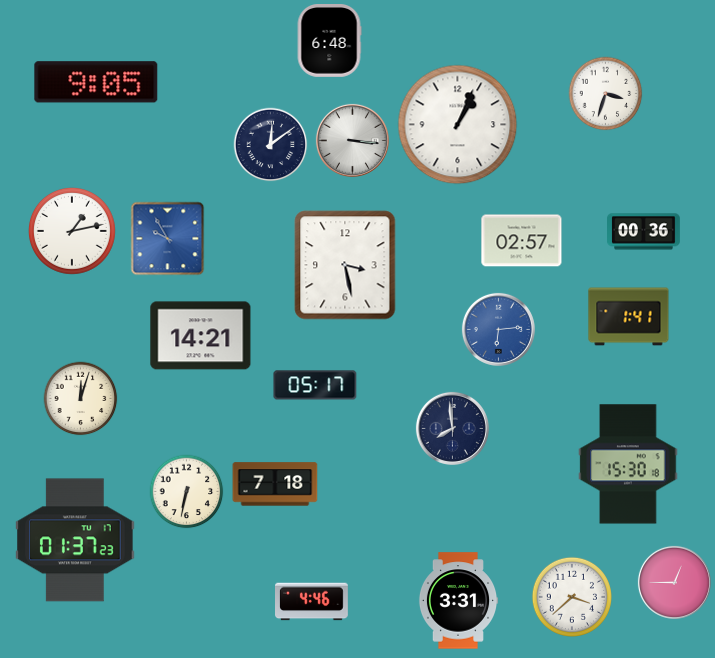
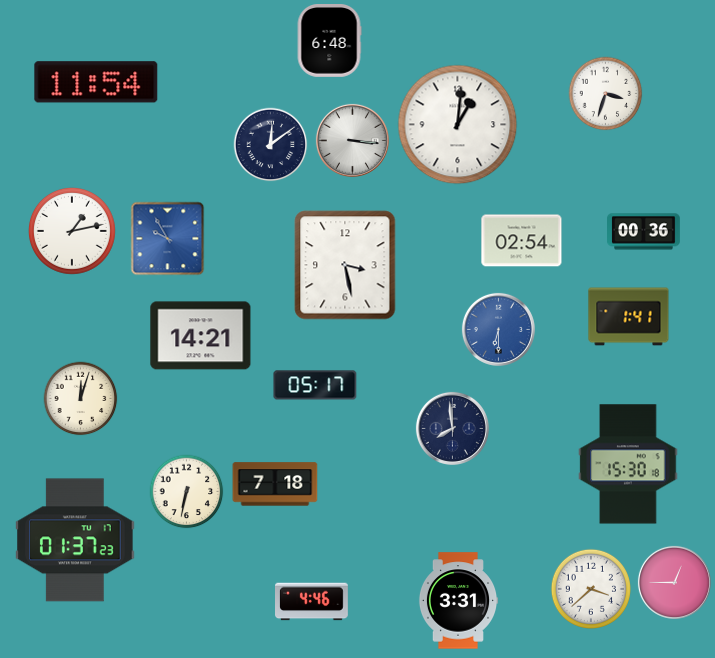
clock at (96, 82): 9:05 -> 11:54
clock at (458, 125): 1:04 -> 1:01
clock at (522, 241): 02:57 -> 02:54
clock at (498, 329): 6:14 -> 6:30
clock at (571, 596) position: (571, 596) -> (590, 588)
